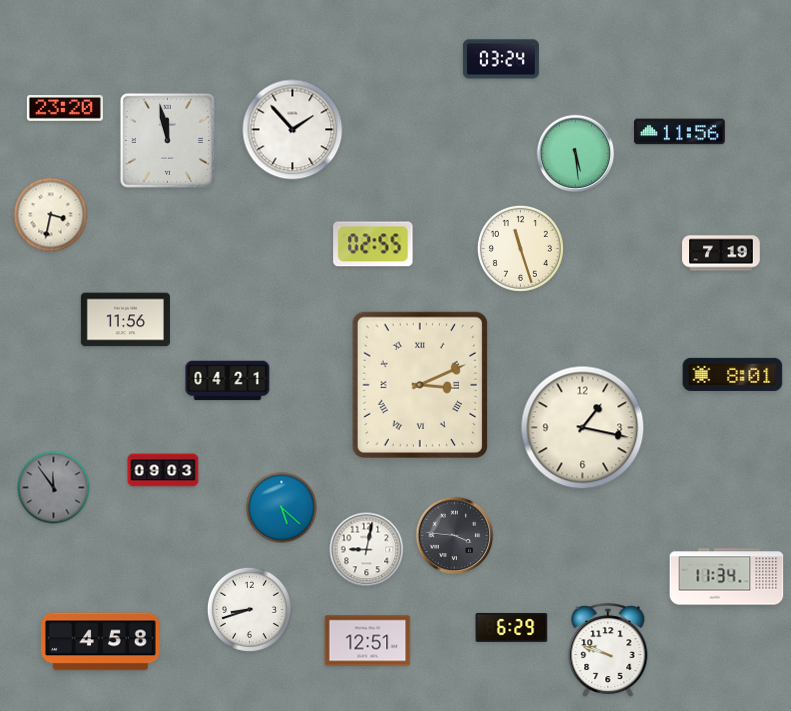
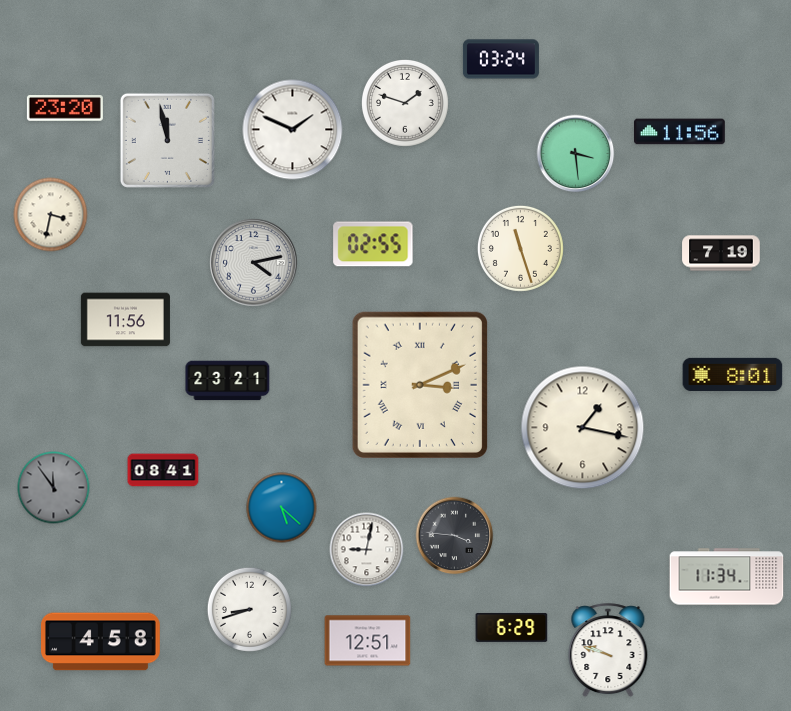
clock at (406, 104): none -> 1:48
clock at (293, 130): 1:53 -> 1:49
clock at (576, 154): 5:29 -> 3:29
clock at (254, 263): none -> 4:13
clock at (228, 381): 04:21 -> 23:21
clock at (163, 470): 09:03 -> 08:41
